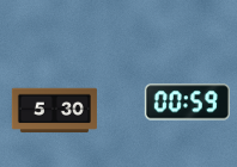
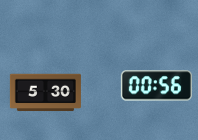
clock at (187, 103): 00:59 -> 00:56
